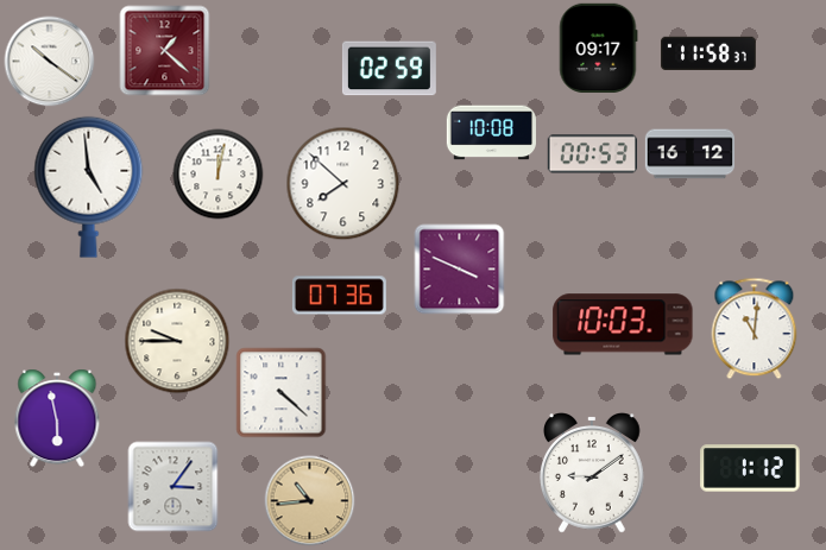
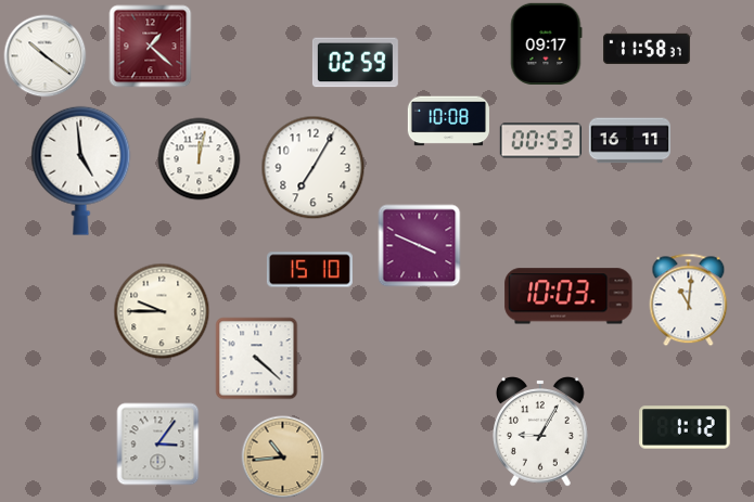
clock at (689, 154): 16:12 -> 16:11
clock at (343, 184): 7:52 -> 7:05
clock at (339, 296): 07:36 -> 15:10
clock at (57, 418): 5:58 -> none
clock at (593, 473): 9:09 -> 9:05
